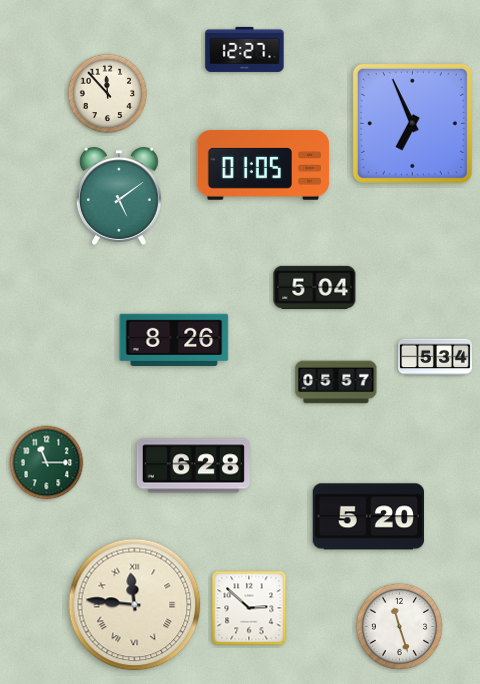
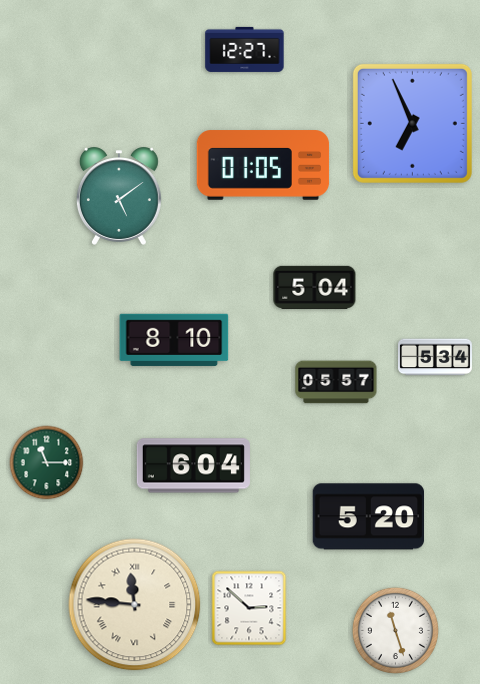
clock at (108, 94): 11:53 -> none
clock at (174, 340): 8:26 -> 8:10
clock at (193, 466): 6:28 -> 6:04
clock at (399, 626) position: (399, 626) -> (395, 630)
